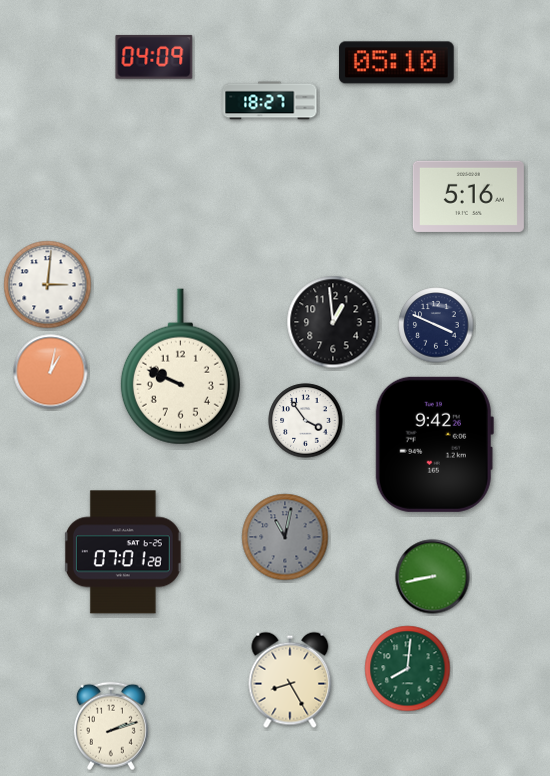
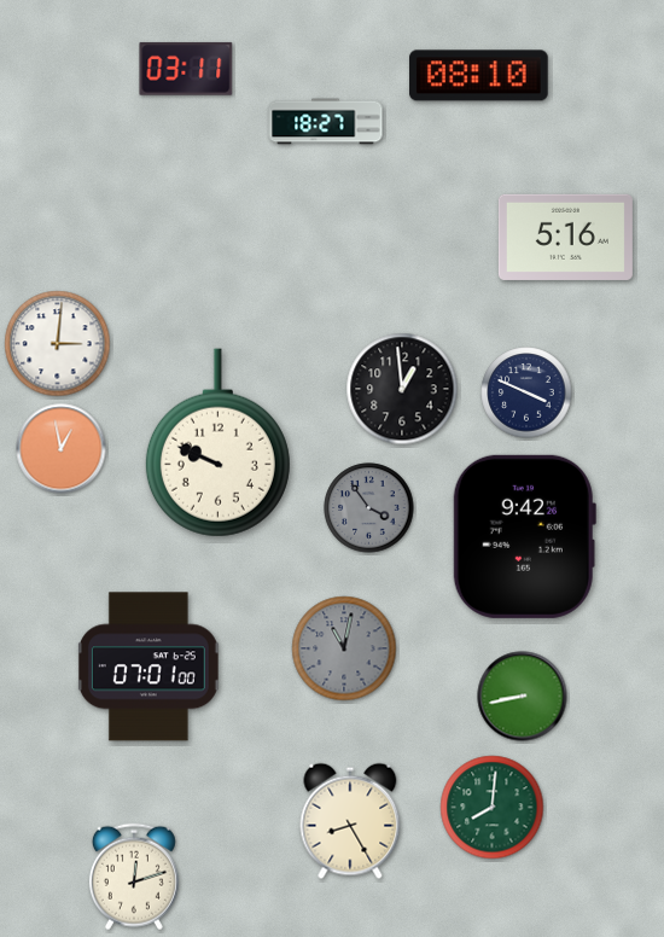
clock at (154, 57): 04:09 -> 03:11
clock at (397, 63): 05:10 -> 08:10
clock at (51, 372): 1:02 -> 12:58
clock at (306, 421) dial: white -> grey
clock at (123, 552): 07:01:28 -> 07:01:00
clock at (111, 726): 2:12 -> 12:12
